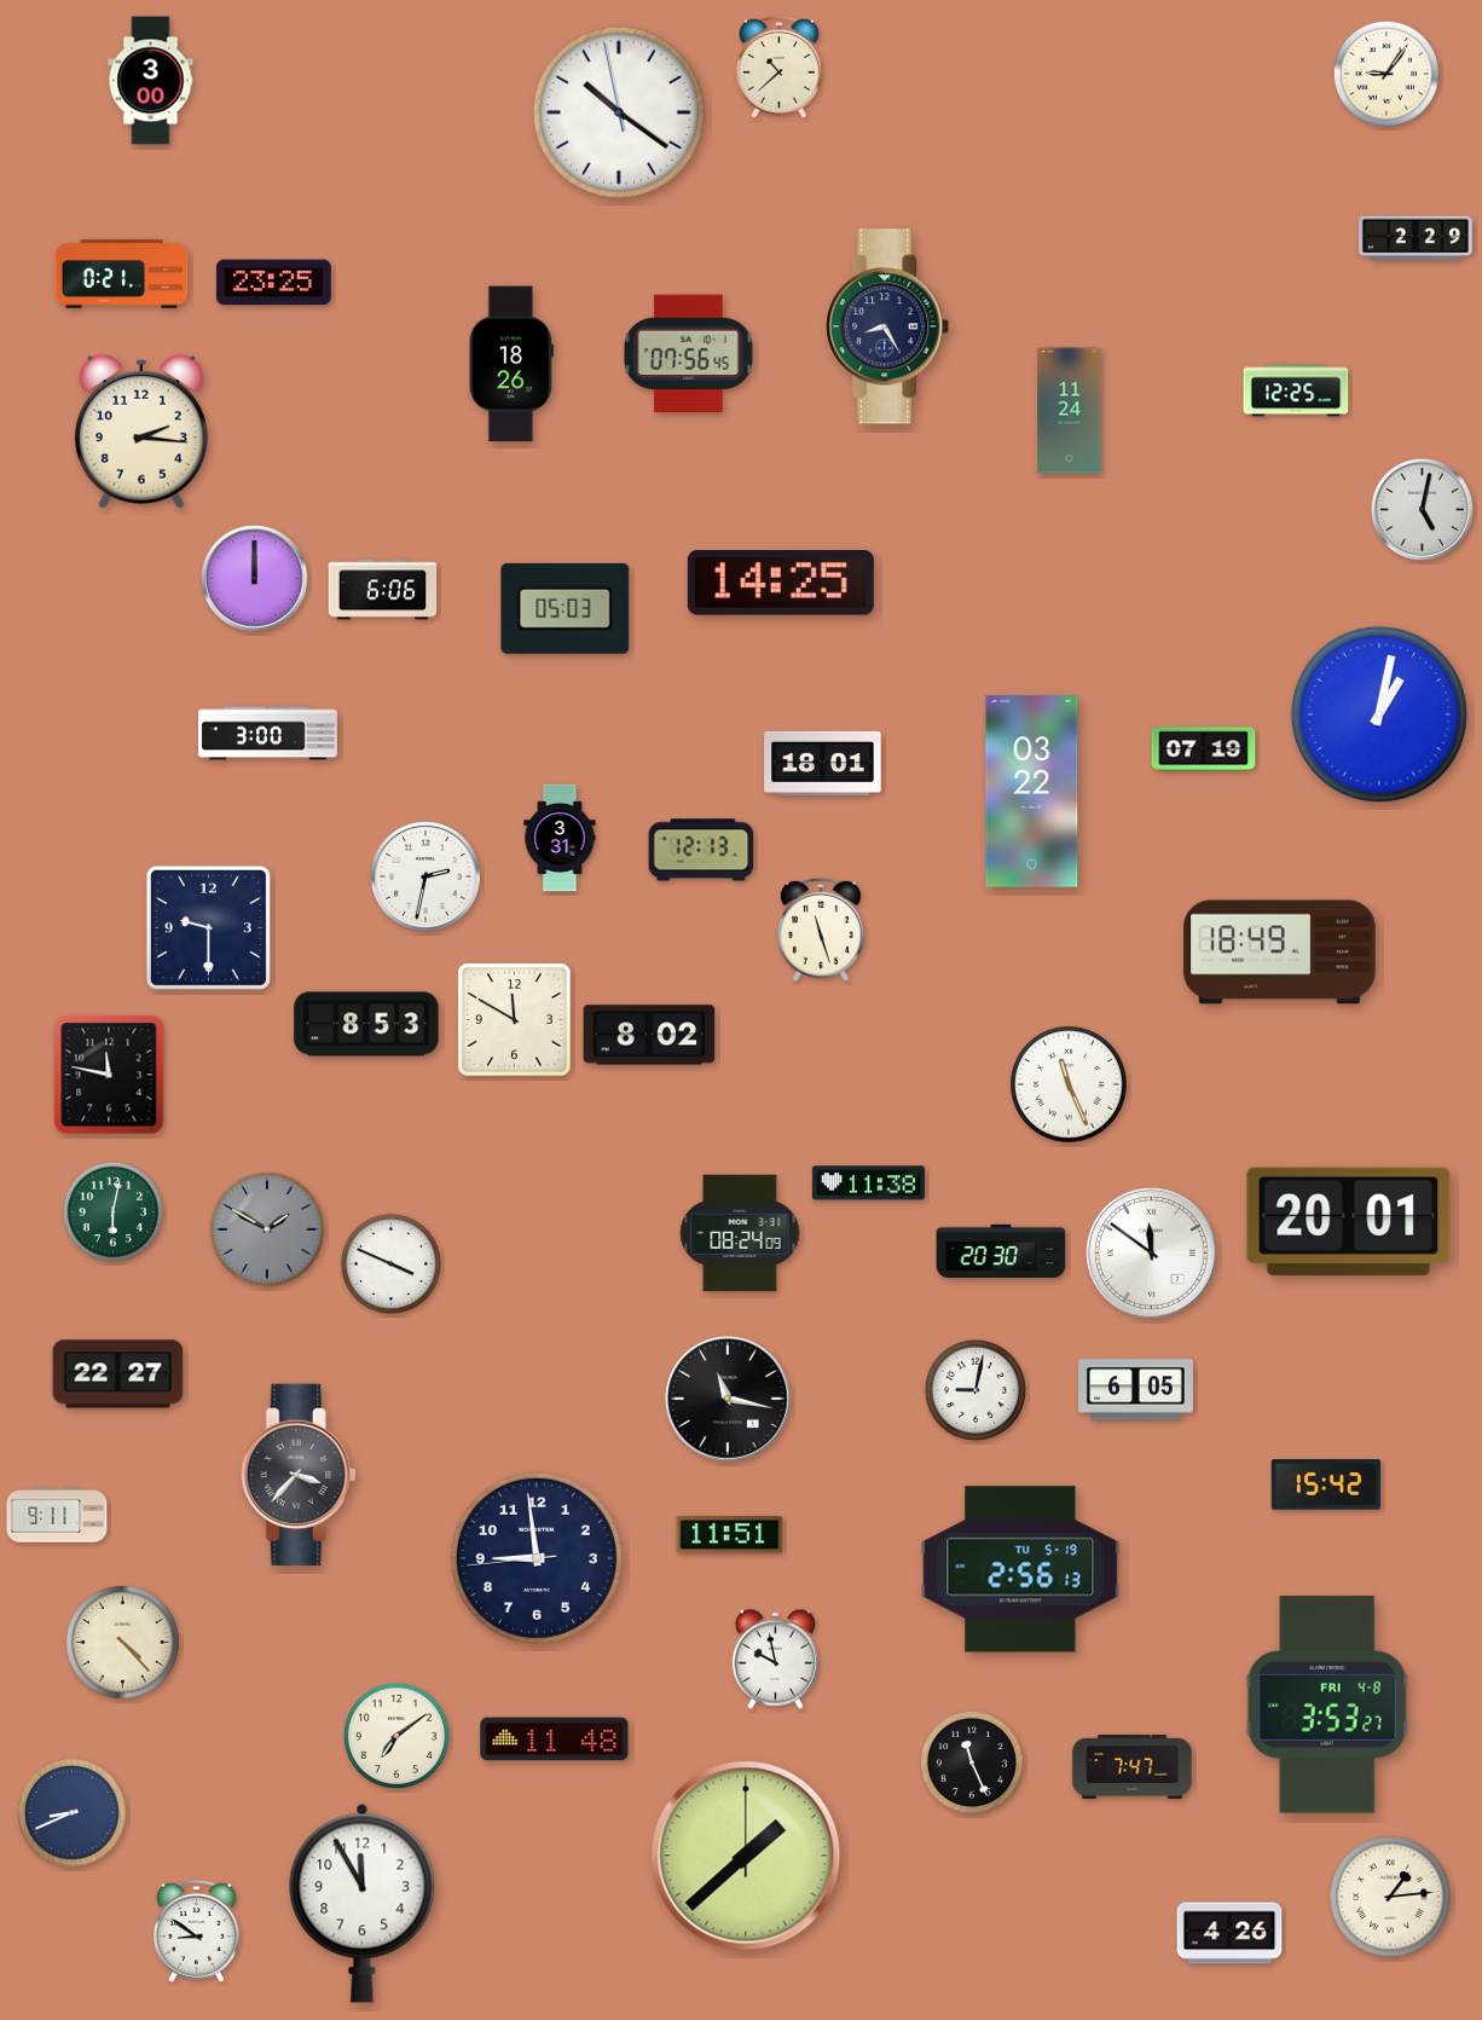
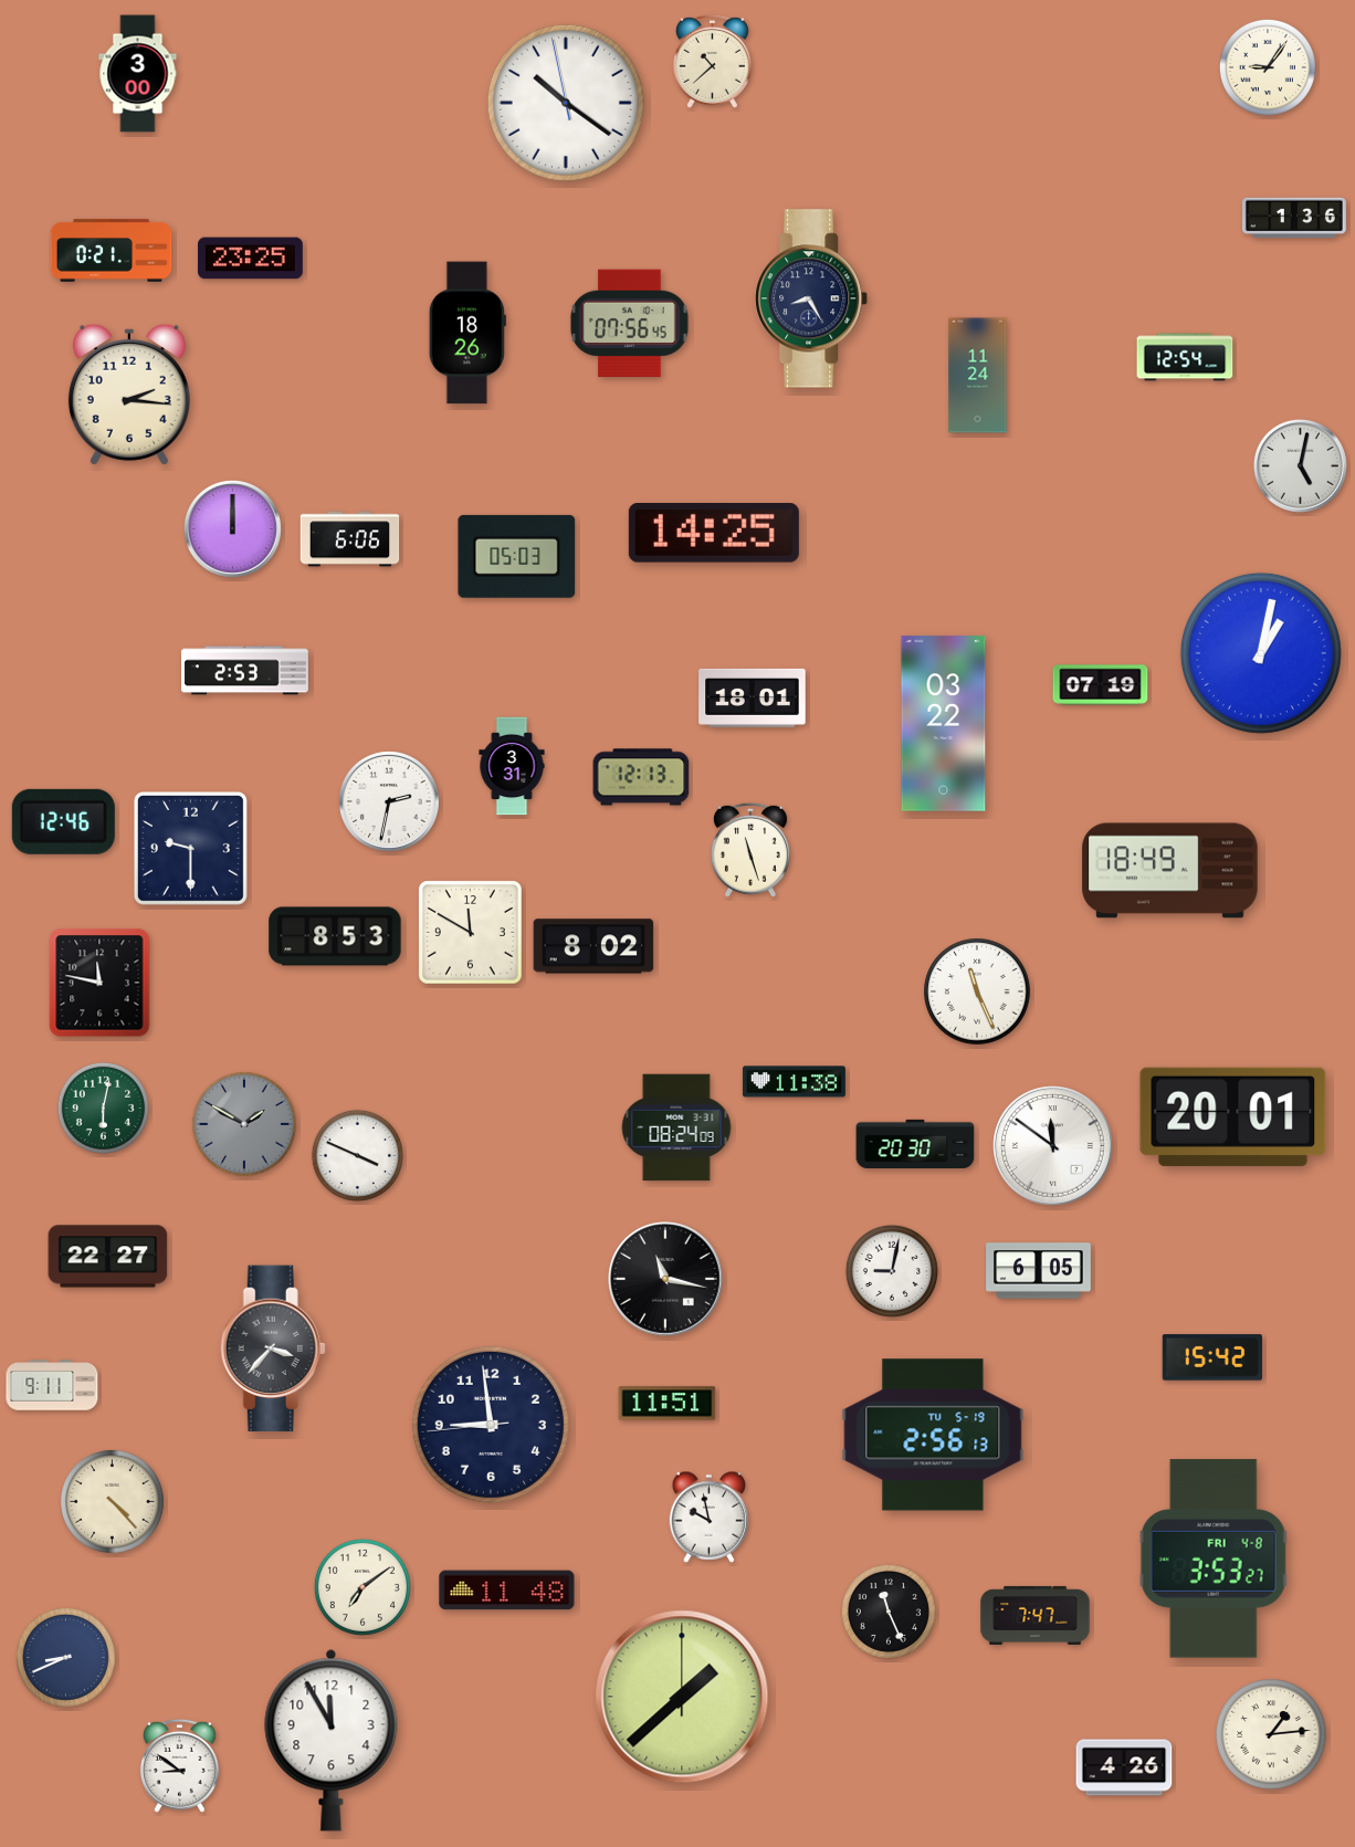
clock at (1416, 238): 2:29 -> 1:36
clock at (1296, 390): 12:25 -> 12:54
clock at (268, 734): 3:00 -> 2:53
clock at (63, 821): none -> 12:46
